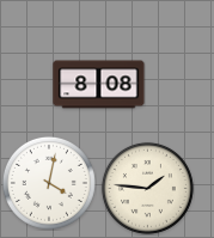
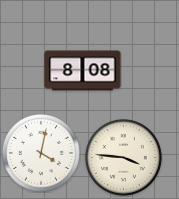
clock at (147, 188): 1:46 -> 3:46
